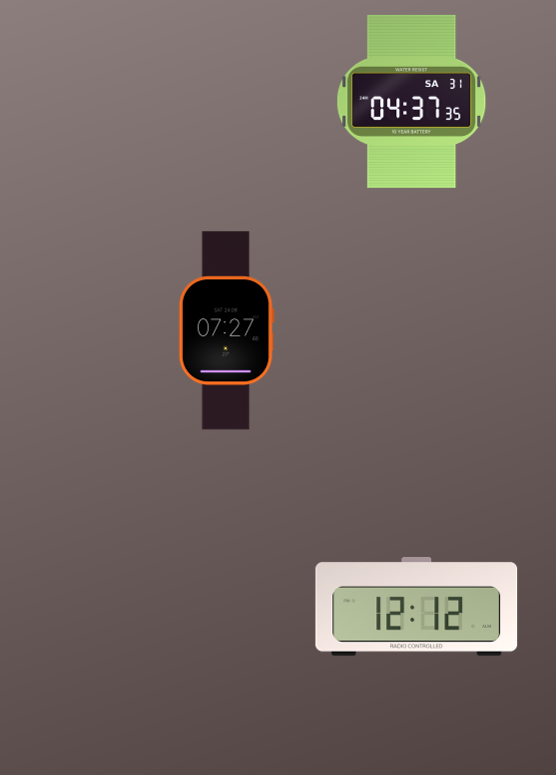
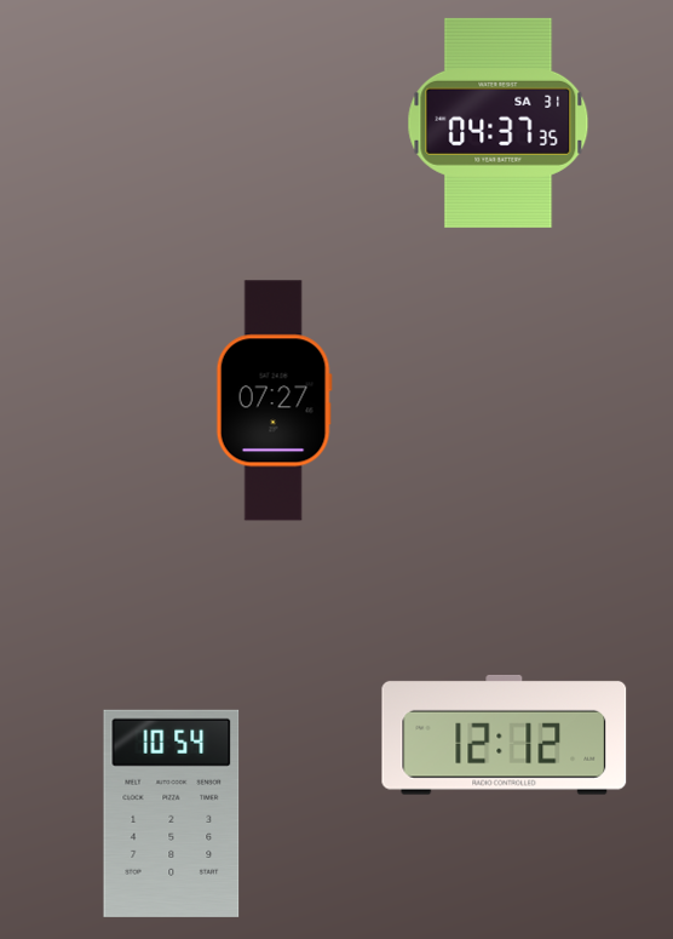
clock at (172, 813): none -> 10:54
